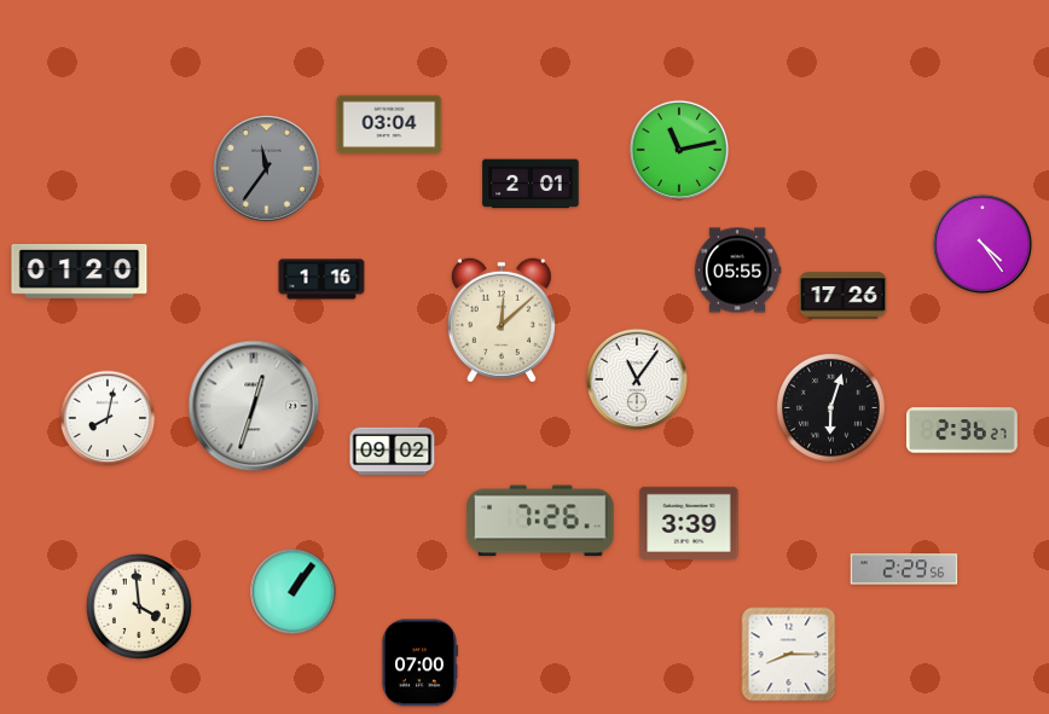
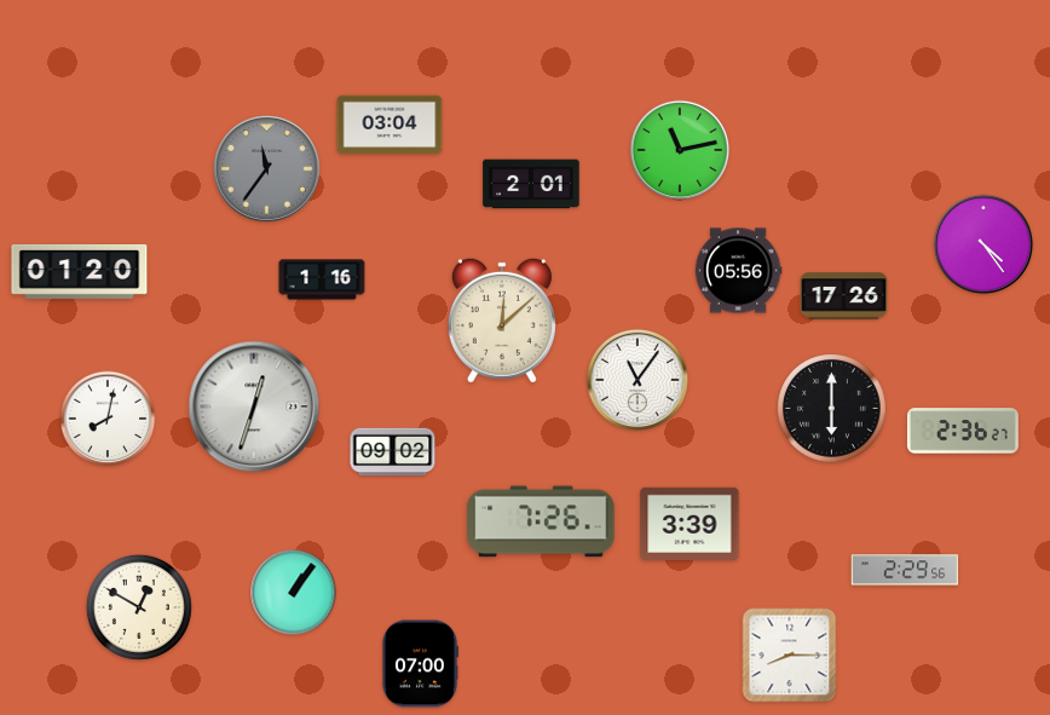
clock at (737, 271): 05:55 -> 05:56
clock at (831, 408): 6:03 -> 6:00
clock at (139, 606): 3:59 -> 12:50
